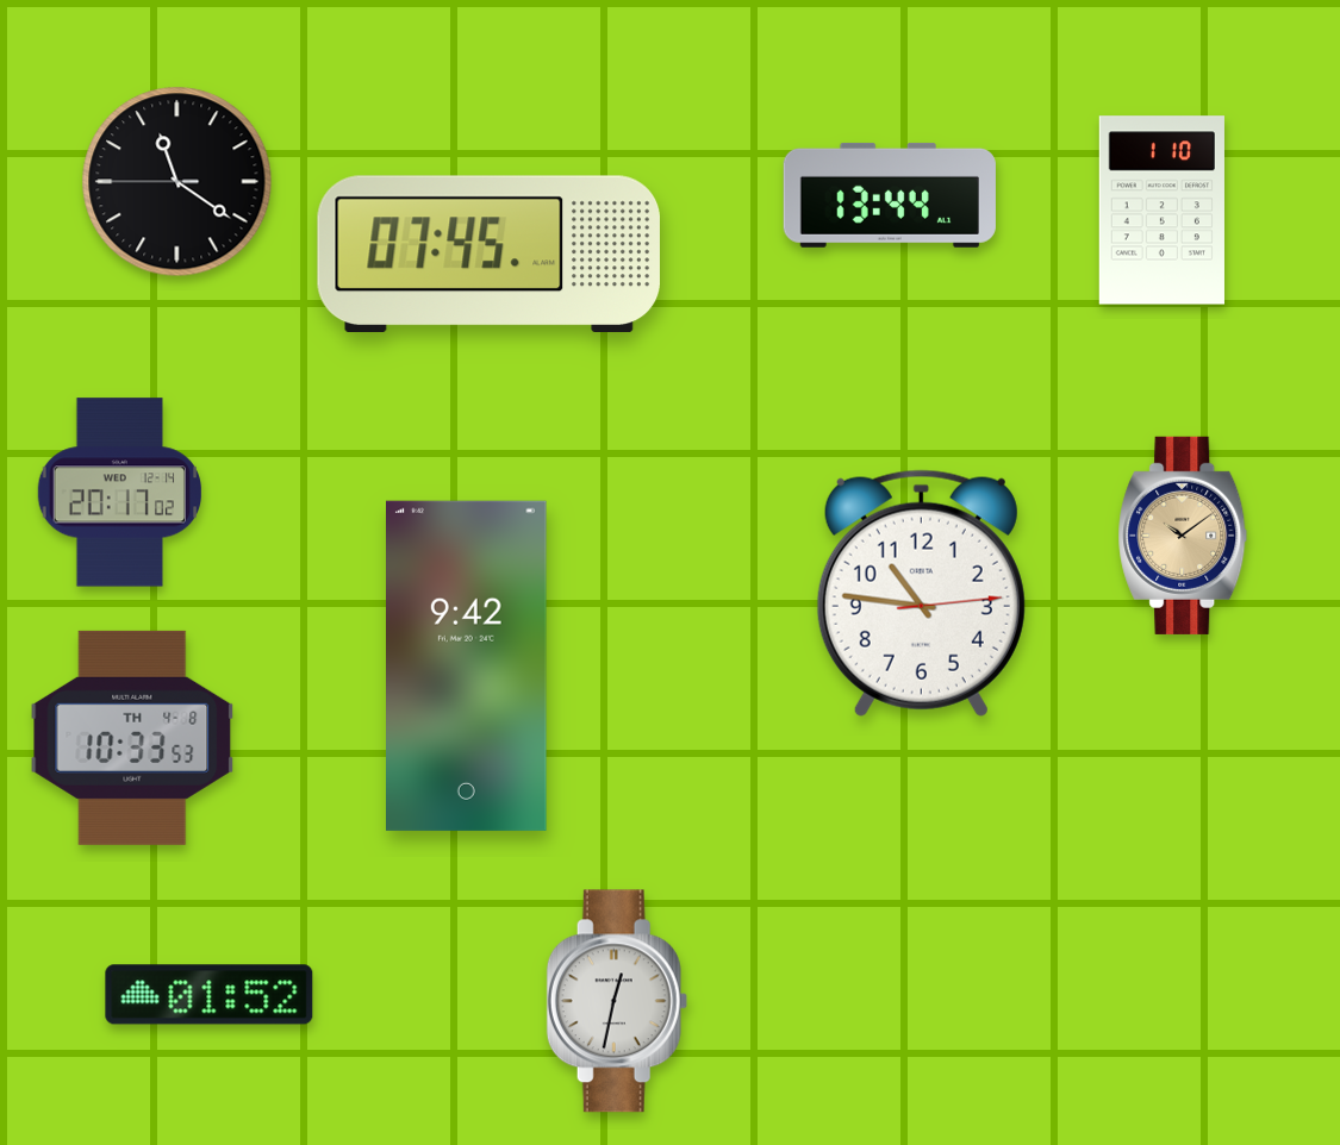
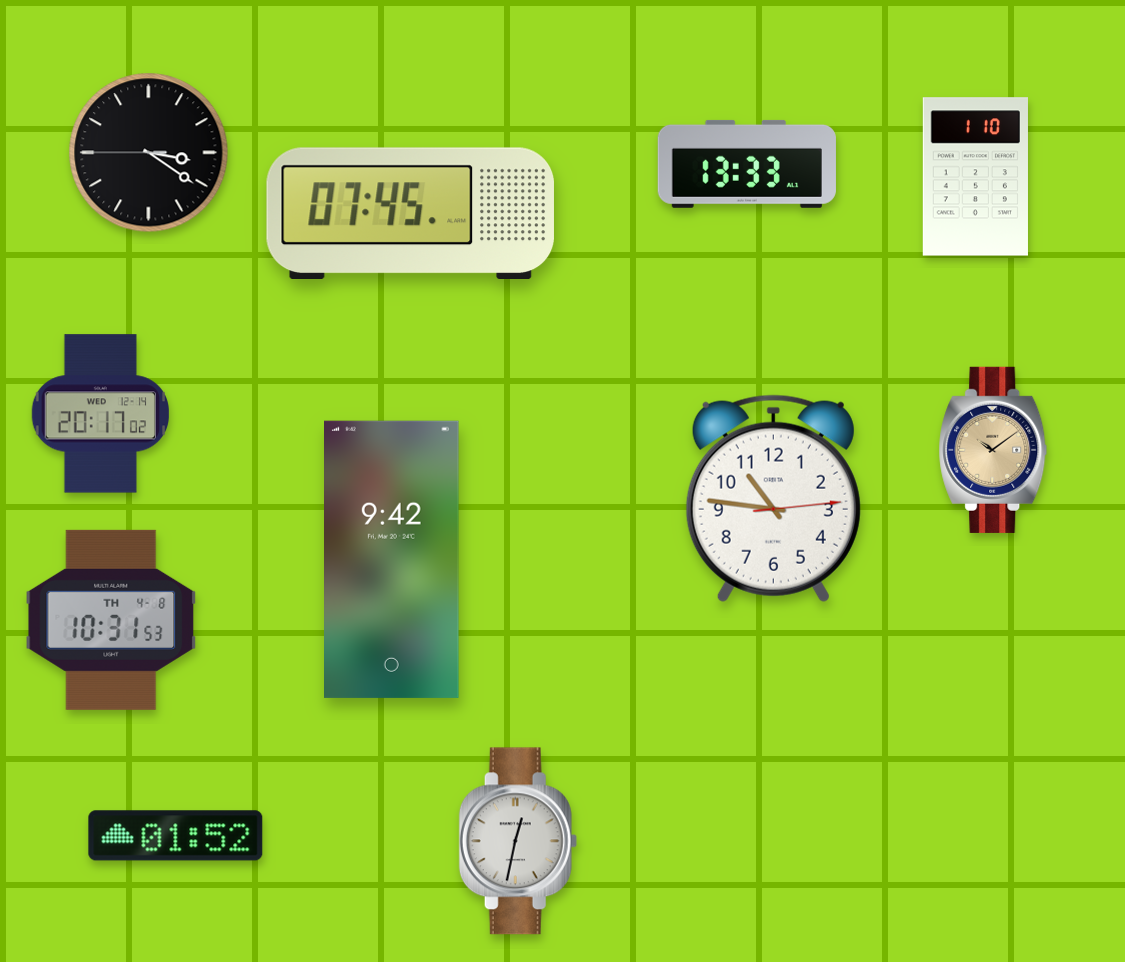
clock at (177, 182): 11:20 -> 3:20
clock at (890, 195): 13:44 -> 13:33
clock at (132, 738): 10:33 -> 10:31
